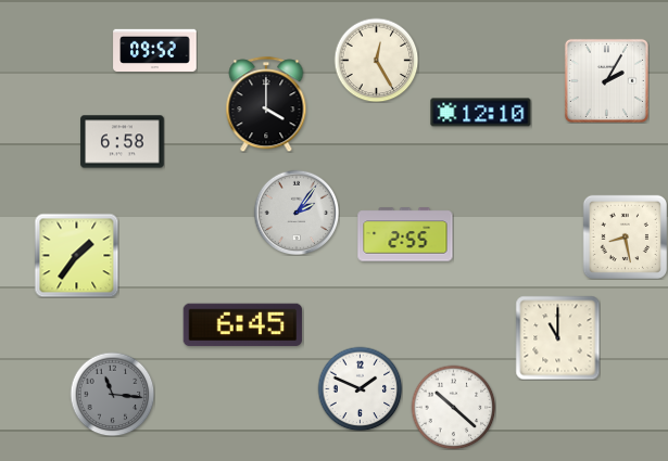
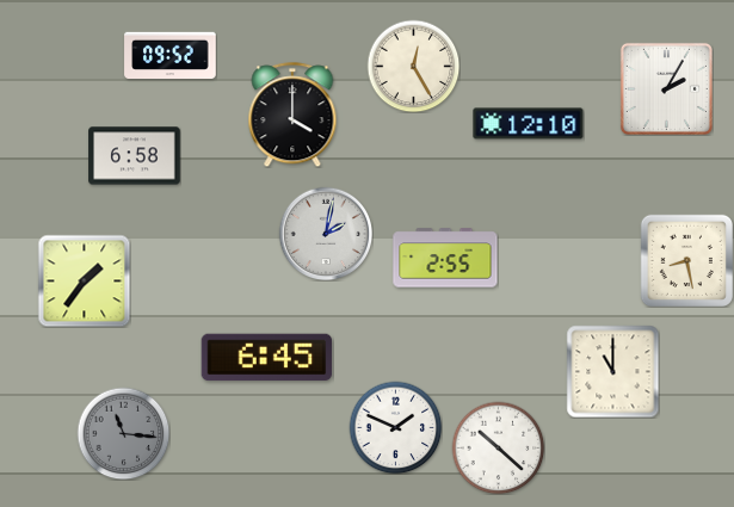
clock at (297, 213): 2:06 -> 2:02
